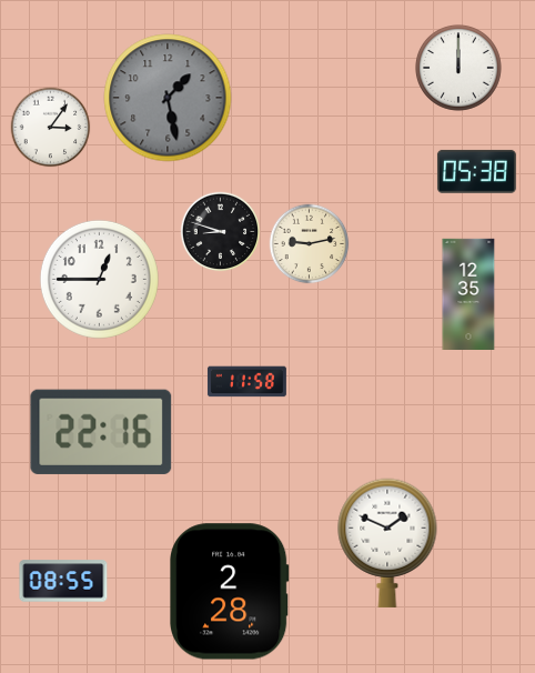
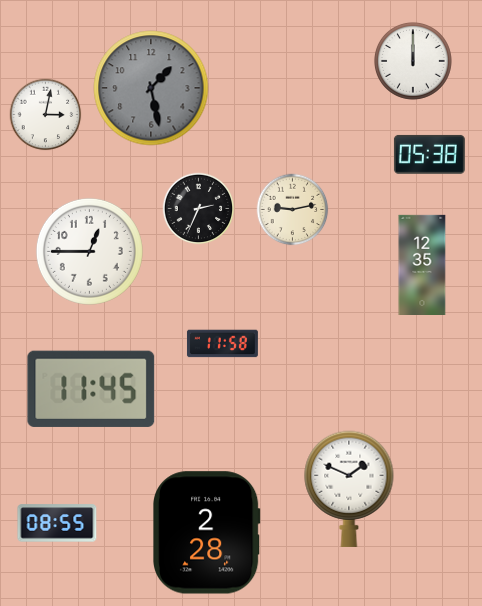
clock at (51, 128): 3:06 -> 3:02
clock at (221, 232): 8:48 -> 2:34
clock at (310, 244) position: (310, 244) -> (293, 210)
clock at (101, 432): 22:16 -> 11:45
